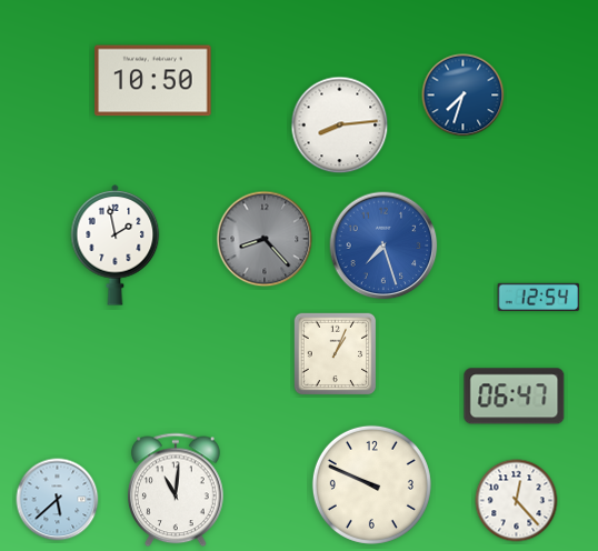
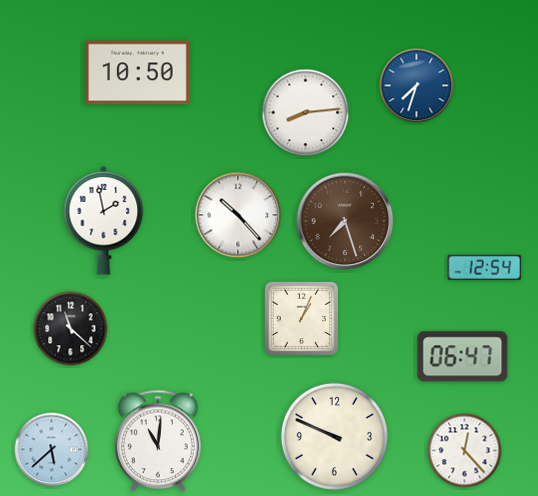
clock at (265, 239): 8:23 -> 10:23
clock at (265, 239) dial: grey -> white
clock at (383, 246) dial: blue -> brown
clock at (71, 329): none -> 11:22
